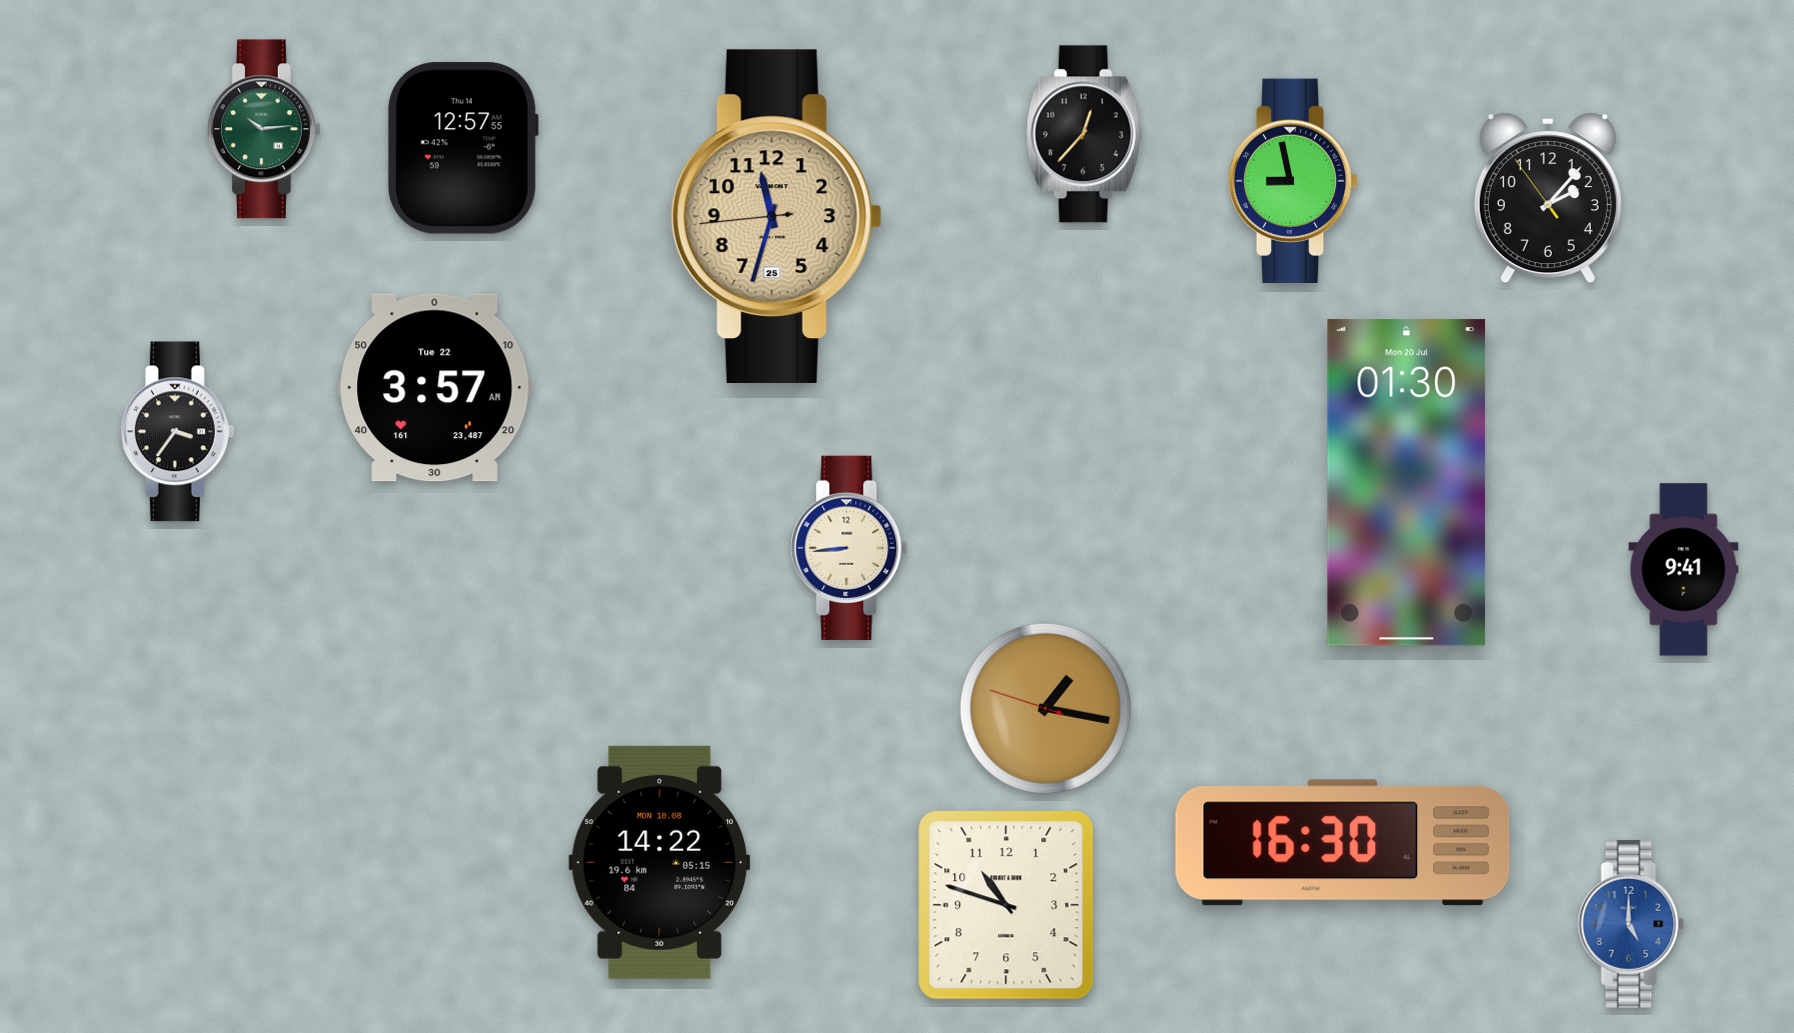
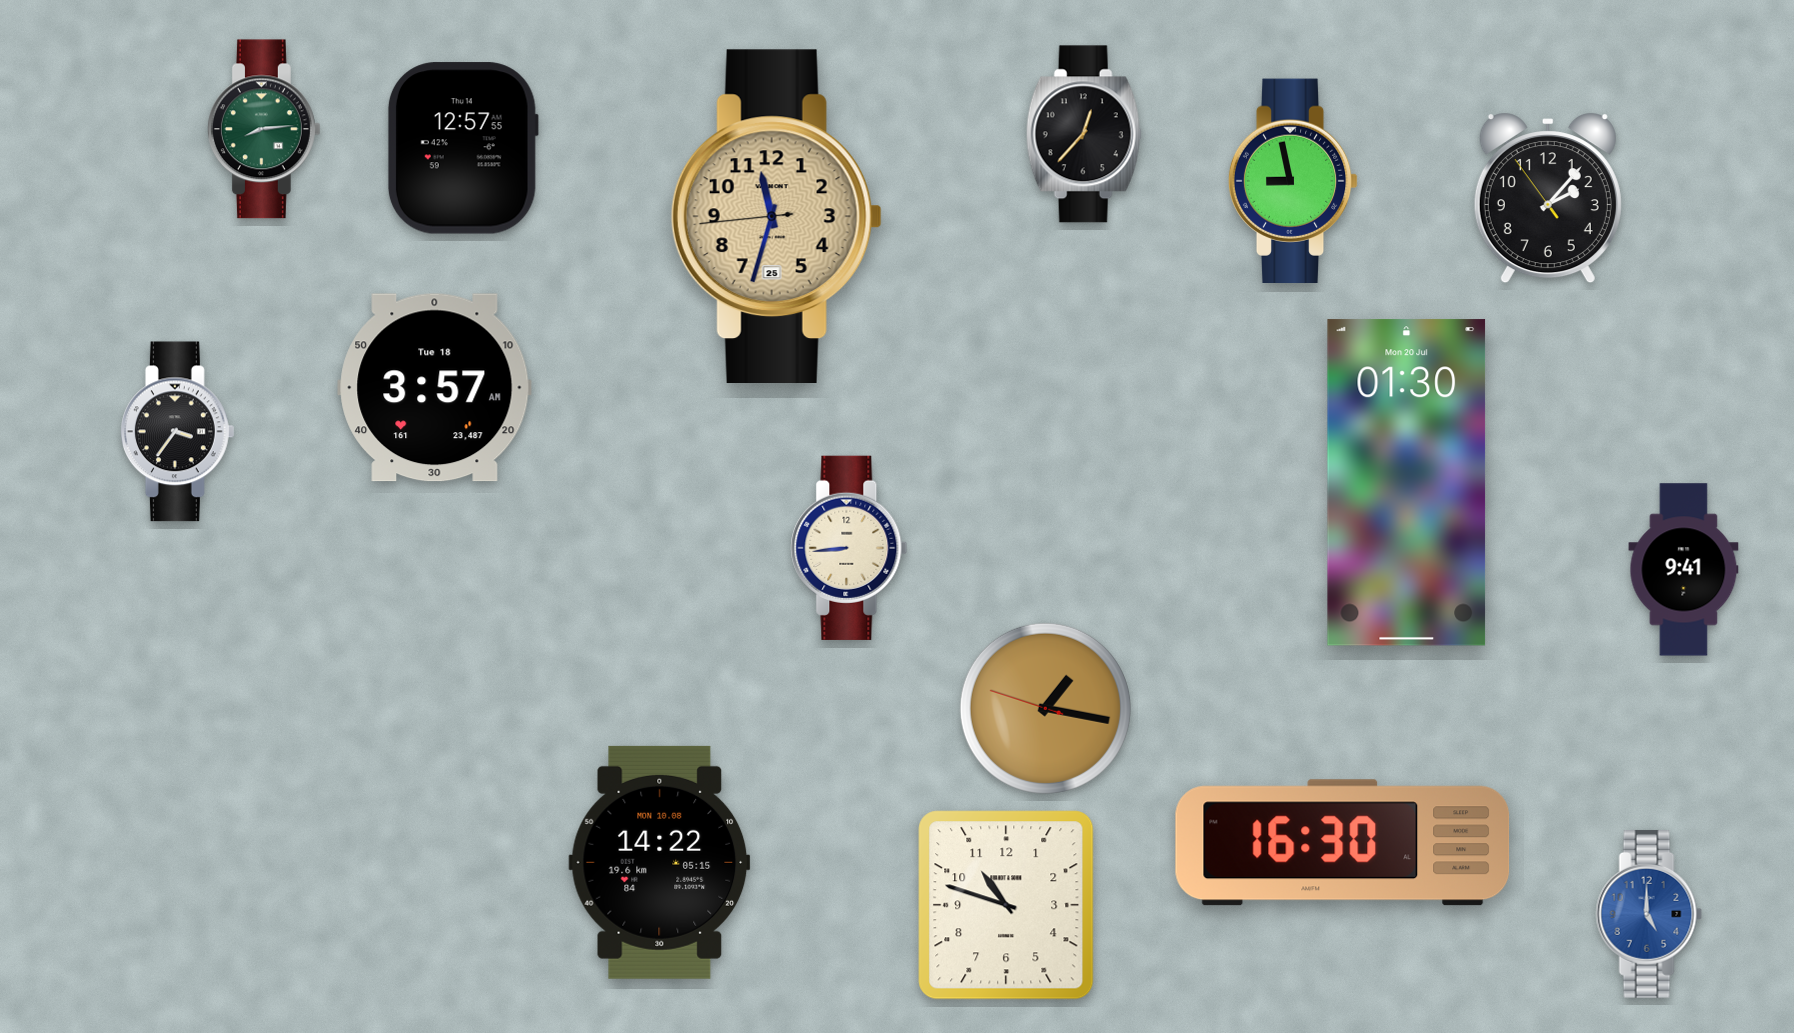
clock at (264, 129): 10:14 -> 8:14
clock at (435, 388) date: Tue 22 -> Tue 18
clock at (1631, 924) position: (1631, 924) -> (1649, 914)
